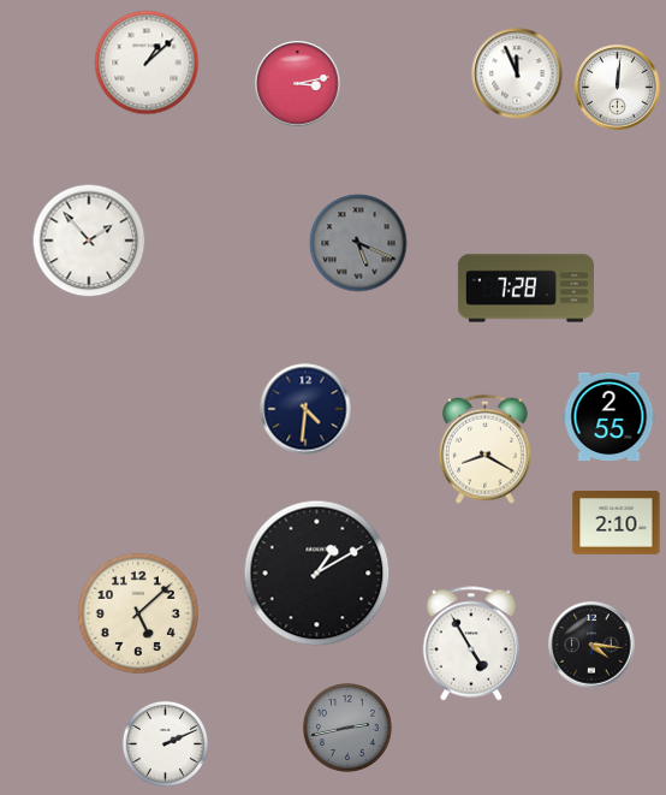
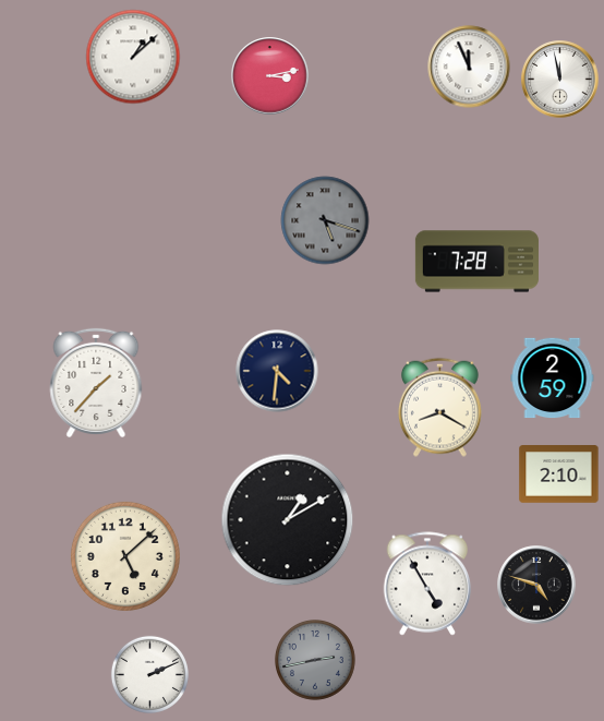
clock at (618, 88): 12:01 -> 11:58
clock at (89, 241): 1:53 -> none
clock at (358, 243): 5:19 -> 5:18
clock at (609, 417): 2:55 -> 2:59
clock at (96, 383): none -> 1:37
clock at (591, 645): 4:16 -> 4:48
